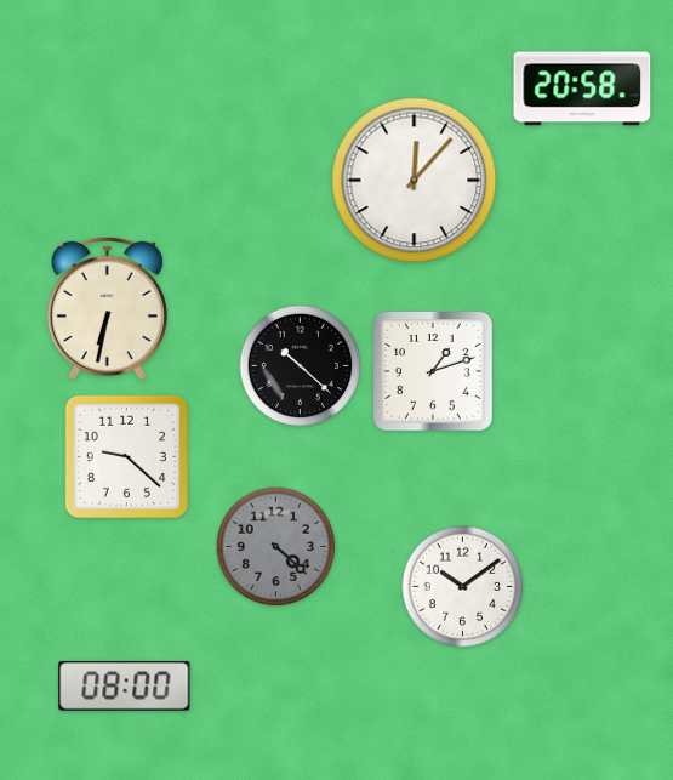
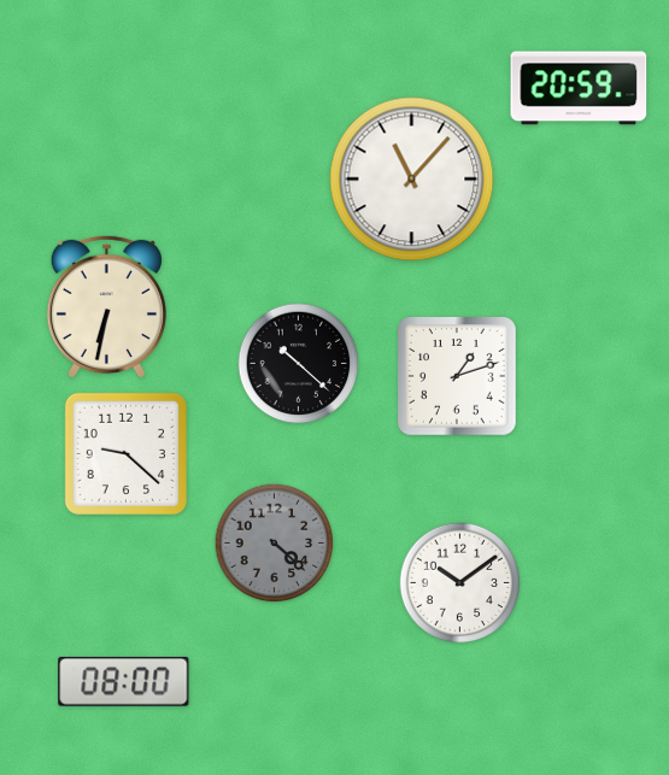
clock at (582, 89): 20:58 -> 20:59
clock at (415, 181): 12:07 -> 11:07
clock at (434, 372) position: (434, 372) -> (458, 377)
